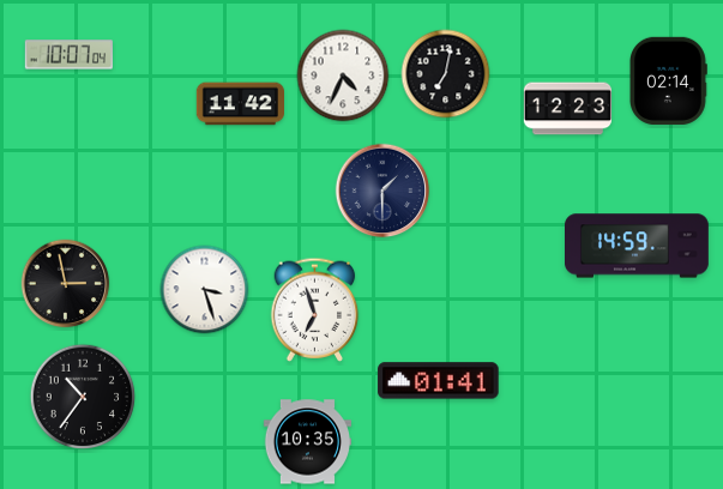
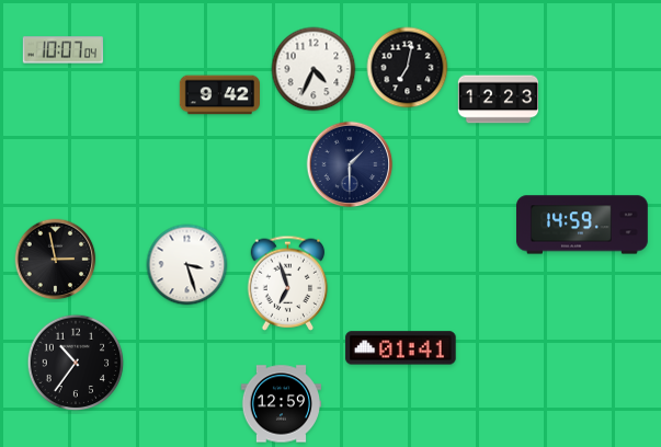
clock at (668, 80): 02:14 -> none
clock at (240, 104): 11:42 -> 9:42
clock at (567, 109) position: (567, 109) -> (498, 100)
clock at (382, 191) position: (382, 191) -> (350, 164)
clock at (66, 284) position: (66, 284) -> (56, 260)
clock at (307, 442): 10:35 -> 12:59
